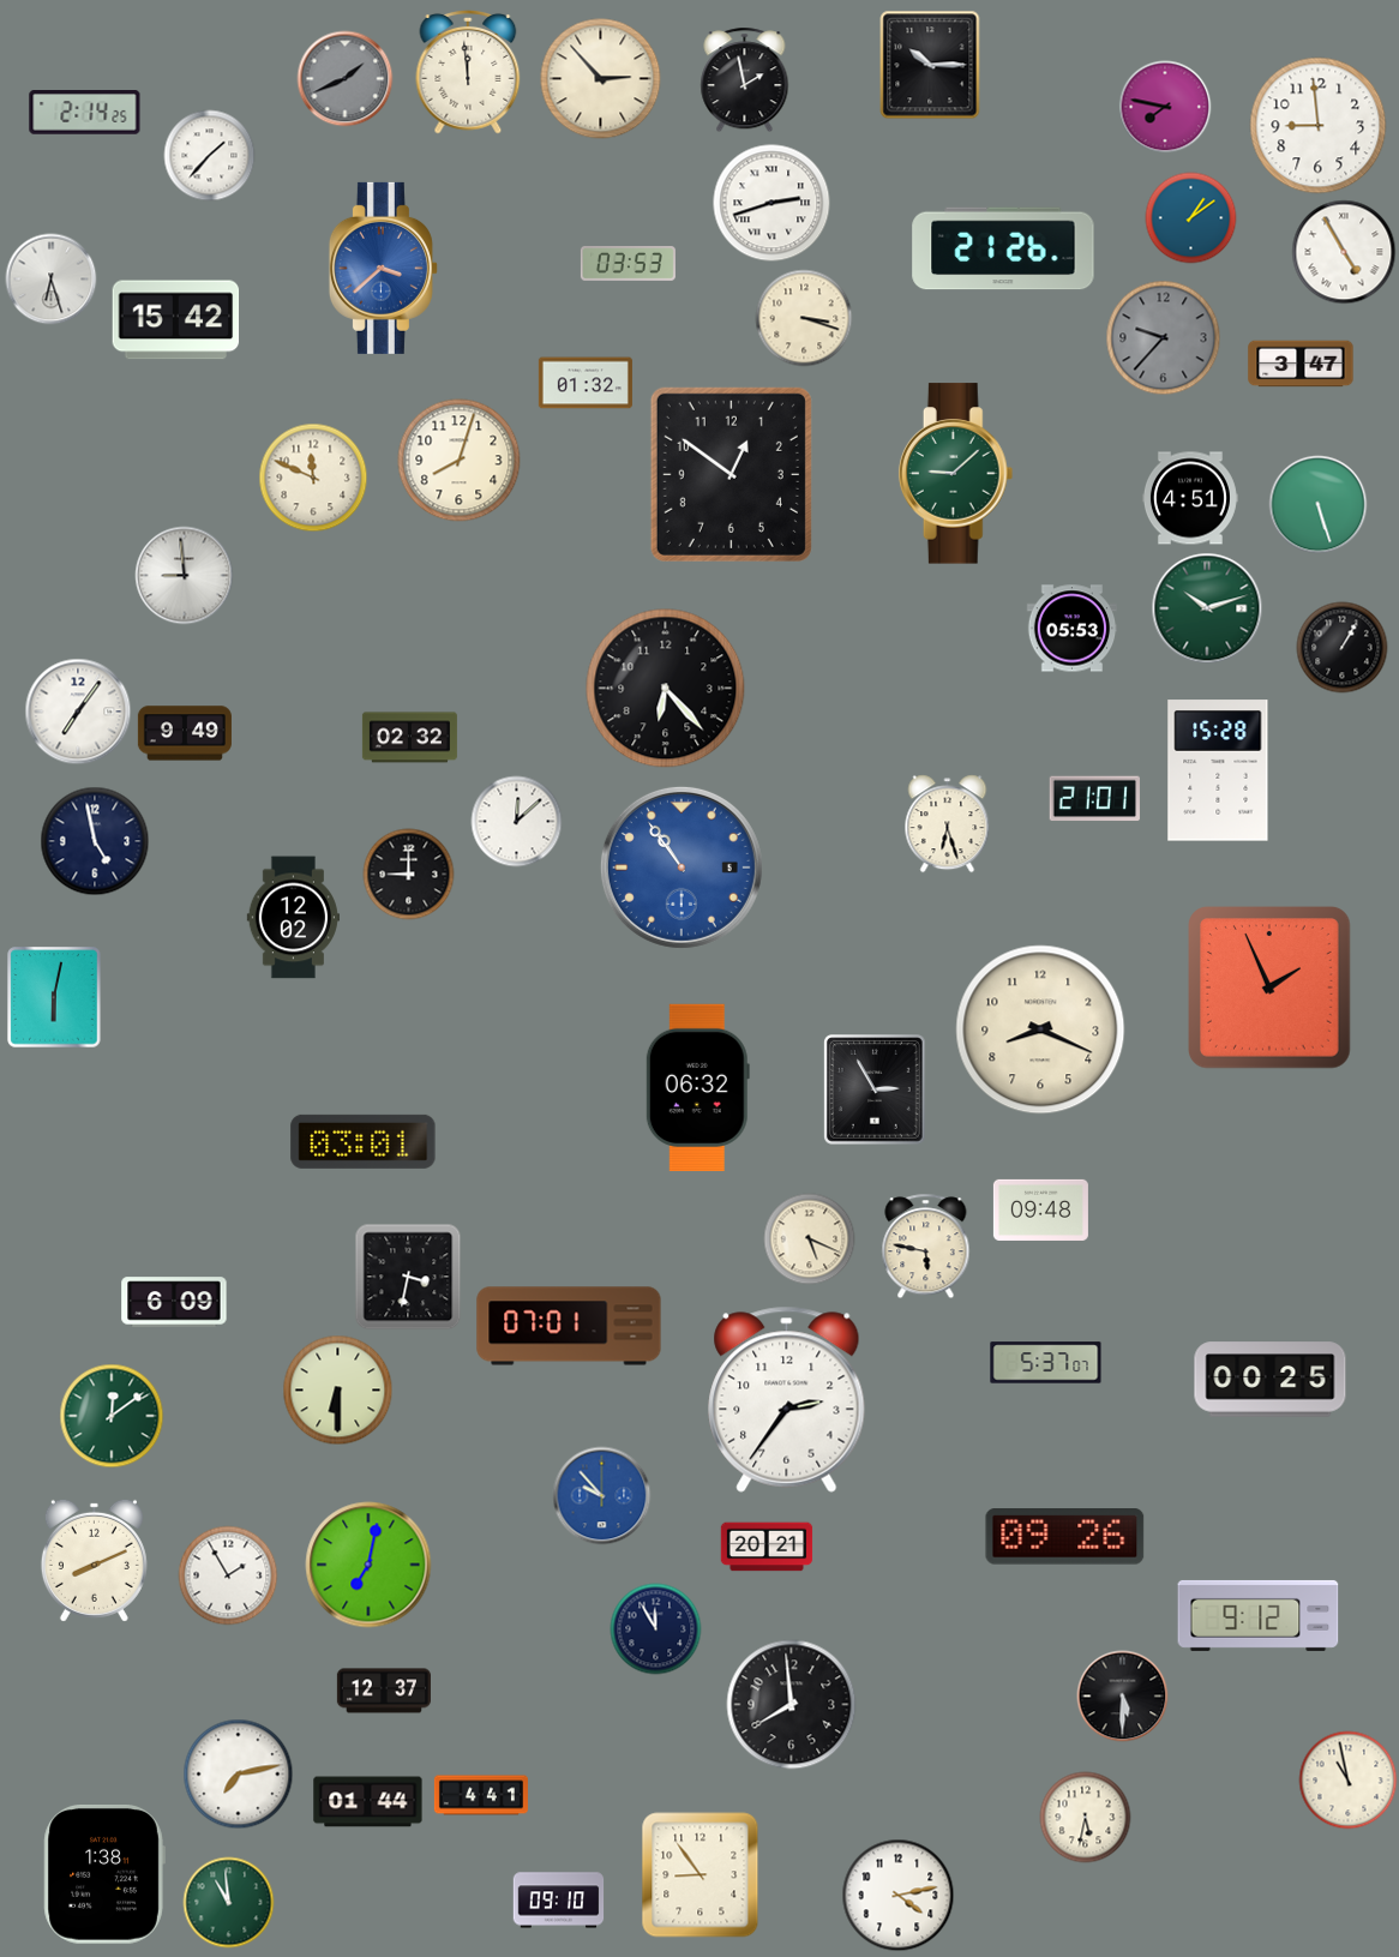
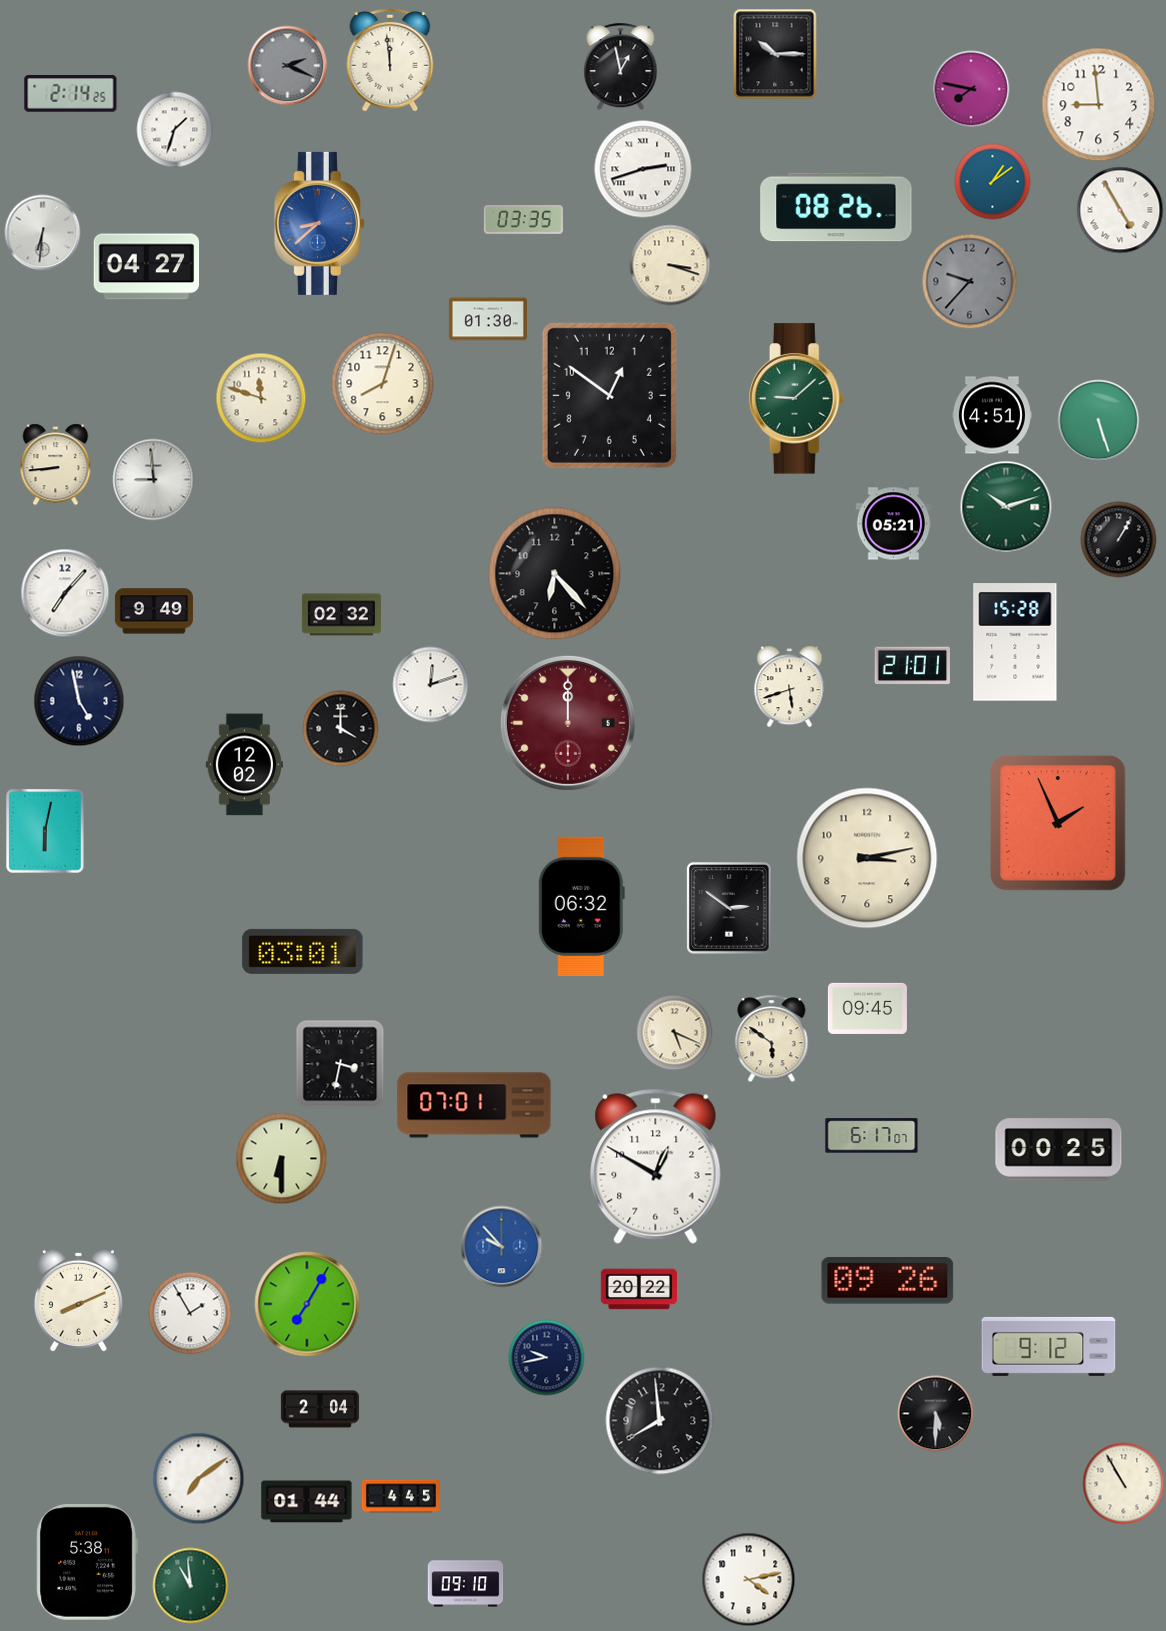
clock at (346, 79): 1:41 -> 2:19
clock at (601, 79): 2:53 -> none
clock at (745, 80): 1:58 -> 12:58
clock at (210, 156): 1:37 -> 1:33
clock at (1003, 248): 21:26 -> 08:26
clock at (628, 264): 03:53 -> 03:35
clock at (383, 268): 3:38 -> 8:38
clock at (52, 280): 6:27 -> 6:31
clock at (176, 320): 15:42 -> 04:27
clock at (1301, 364): 3:47 -> none
clock at (586, 383): 01:32 -> 01:30
clock at (956, 474) position: (956, 474) -> (797, 399)
clock at (313, 478): 11:49 -> 11:48
clock at (56, 465): none -> 8:44
clock at (1073, 629): 05:53 -> 05:21
clock at (78, 712): 7:06 -> 7:07
clock at (517, 822): 12:08 -> 12:12
clock at (948, 824): 6:27 -> 5:42
clock at (682, 868): 10:54 -> 12:00
clock at (682, 868) dial: blue -> burgundy
clock at (409, 875): 9:00 -> 4:00
clock at (1040, 1029): 8:19 -> 3:13
clock at (875, 1089): 2:55 -> 2:51
clock at (1040, 1209): 09:48 -> 09:45
clock at (926, 1247): 5:47 -> 5:51
clock at (174, 1302): 6:09 -> none
clock at (1046, 1363): 5:37 -> 6:17
clock at (787, 1399): 2:36 -> 12:50
clock at (112, 1416): 12:09 -> none
clock at (767, 1547): 20:21 -> 20:22
clock at (368, 1565): 7:02 -> 7:05
clock at (656, 1629): 11:55 -> 9:43
clock at (384, 1691): 12:37 -> 2:04
clock at (239, 1775): 7:13 -> 7:09
clock at (1349, 1781): 10:58 -> 10:55
clock at (481, 1795): 4:41 -> 4:45
clock at (1086, 1818): 5:32 -> none
clock at (104, 1875): 1:38 -> 5:38
clock at (701, 1875): 8:54 -> none
